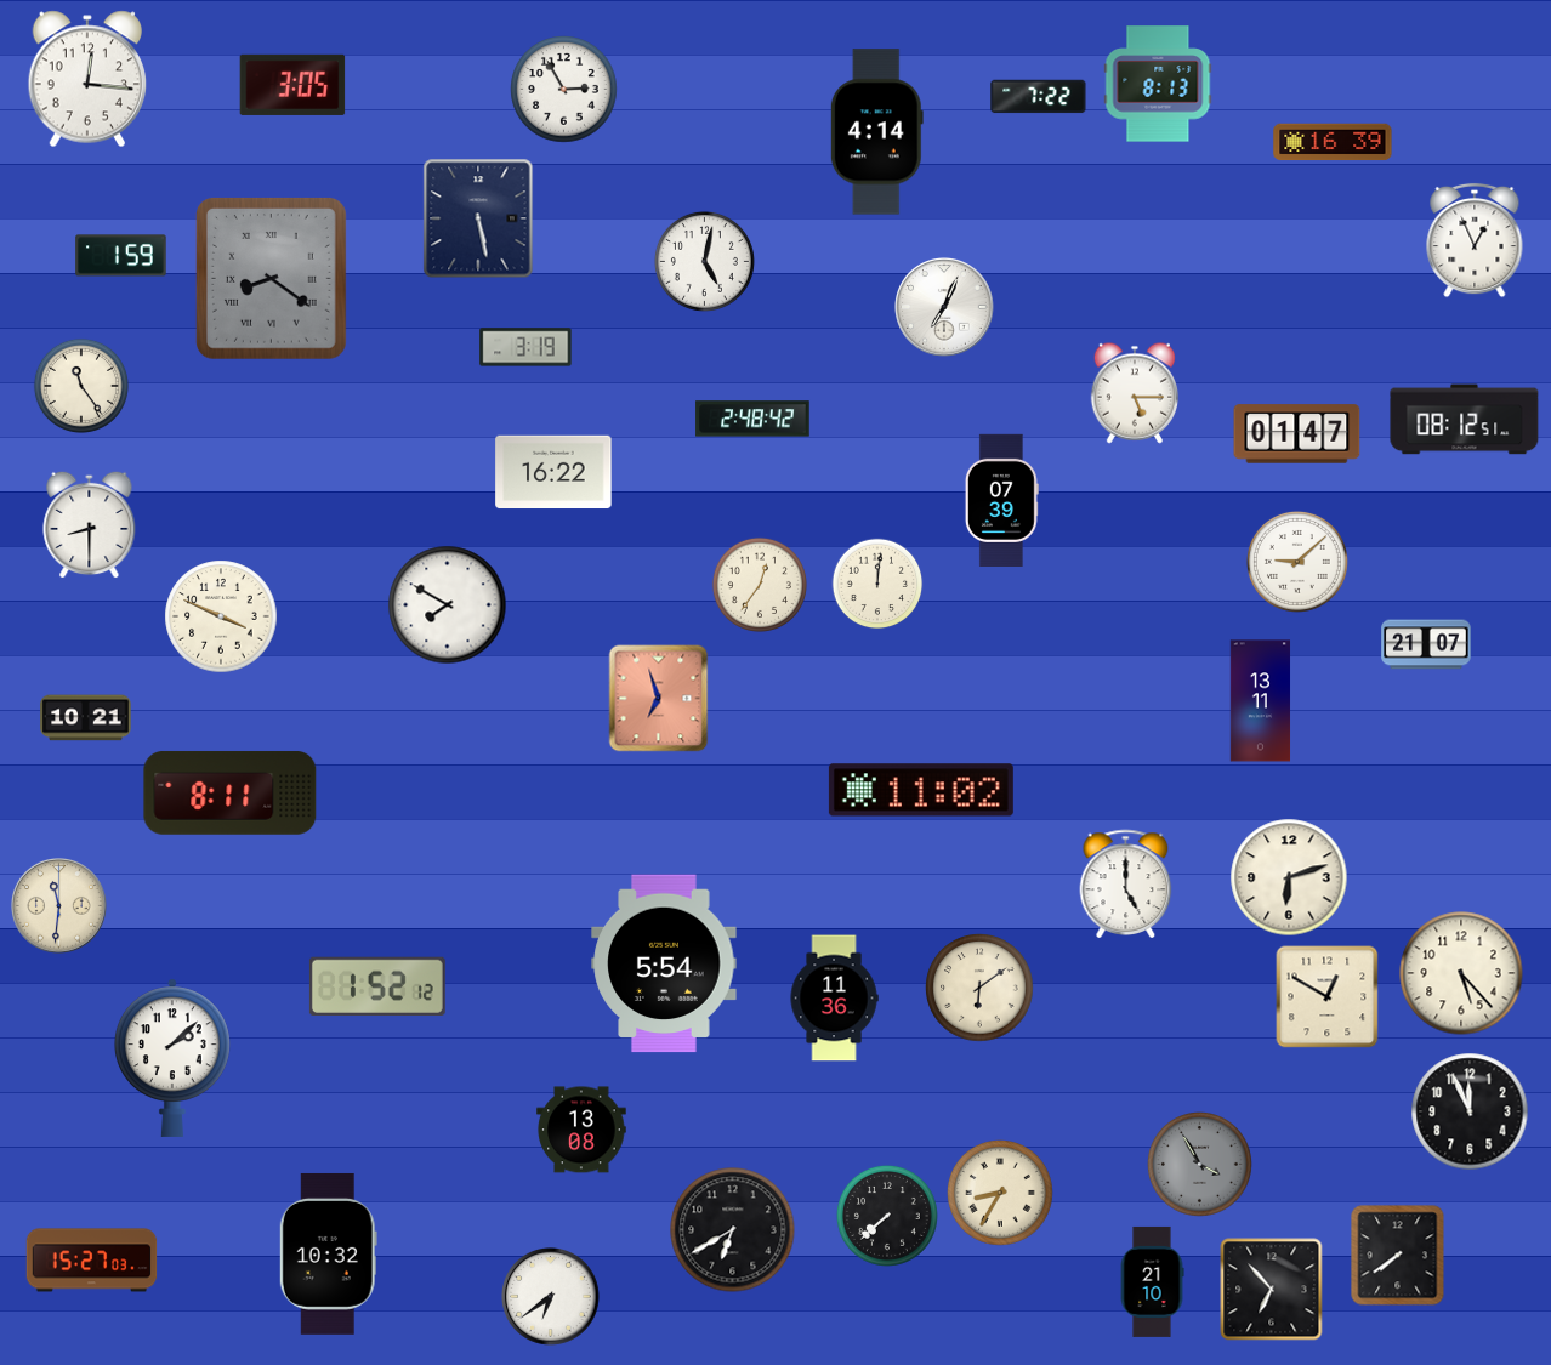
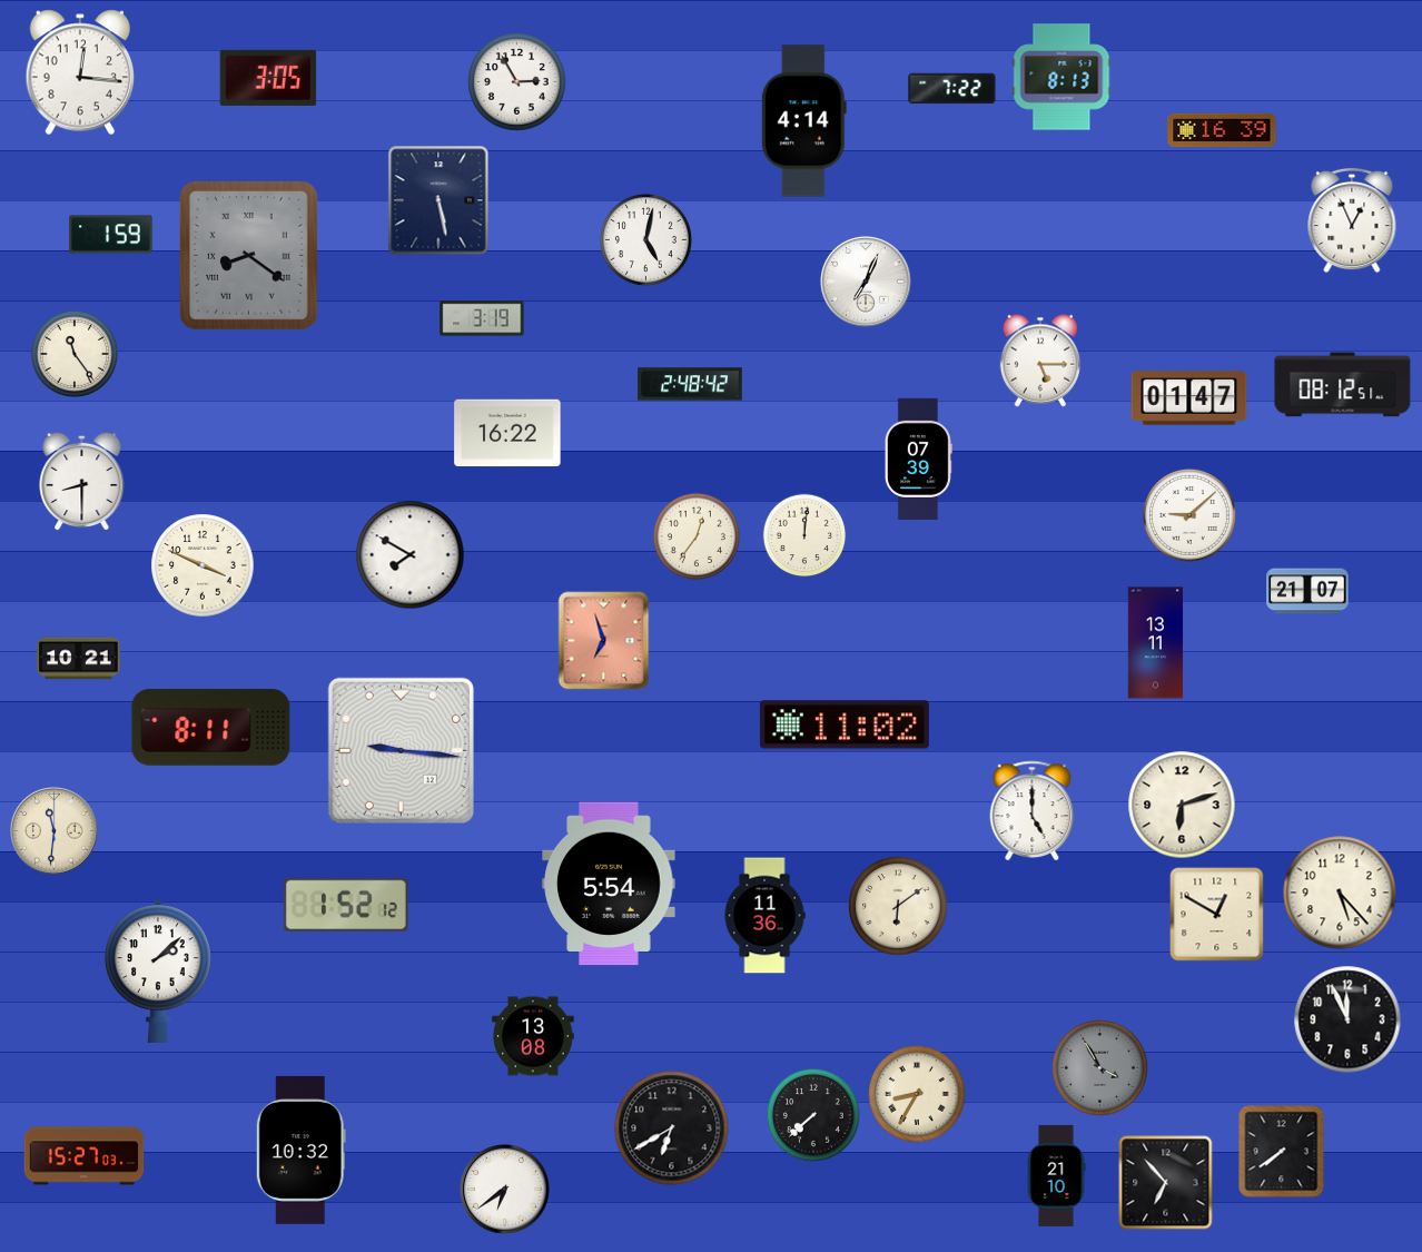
clock at (401, 750): none -> 9:16
